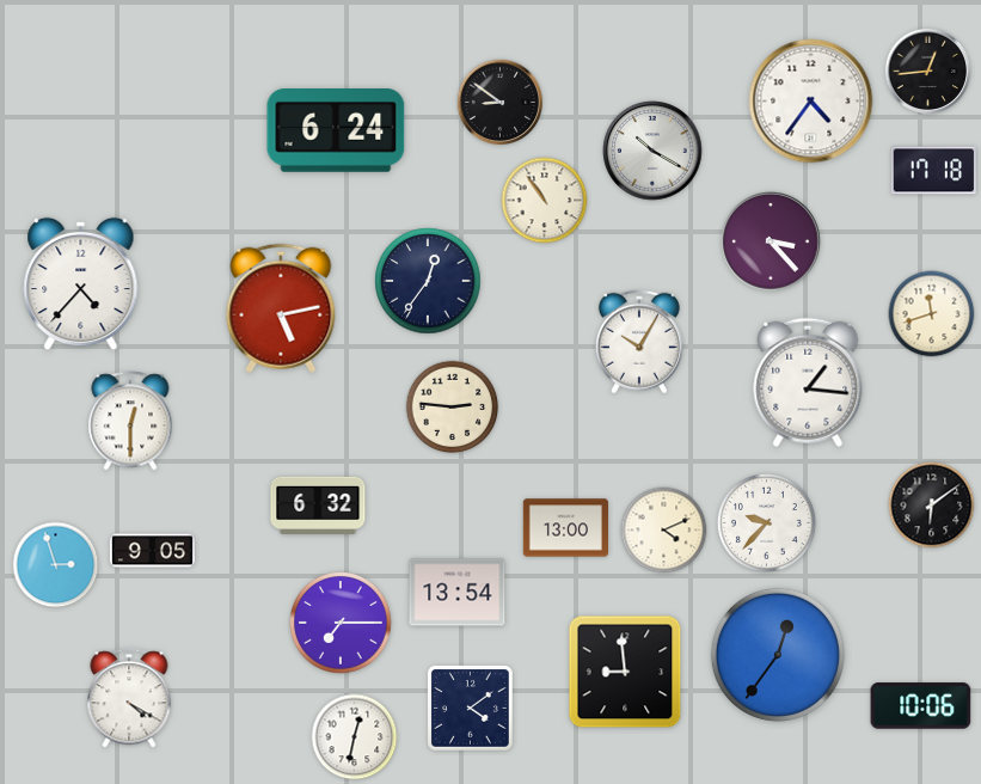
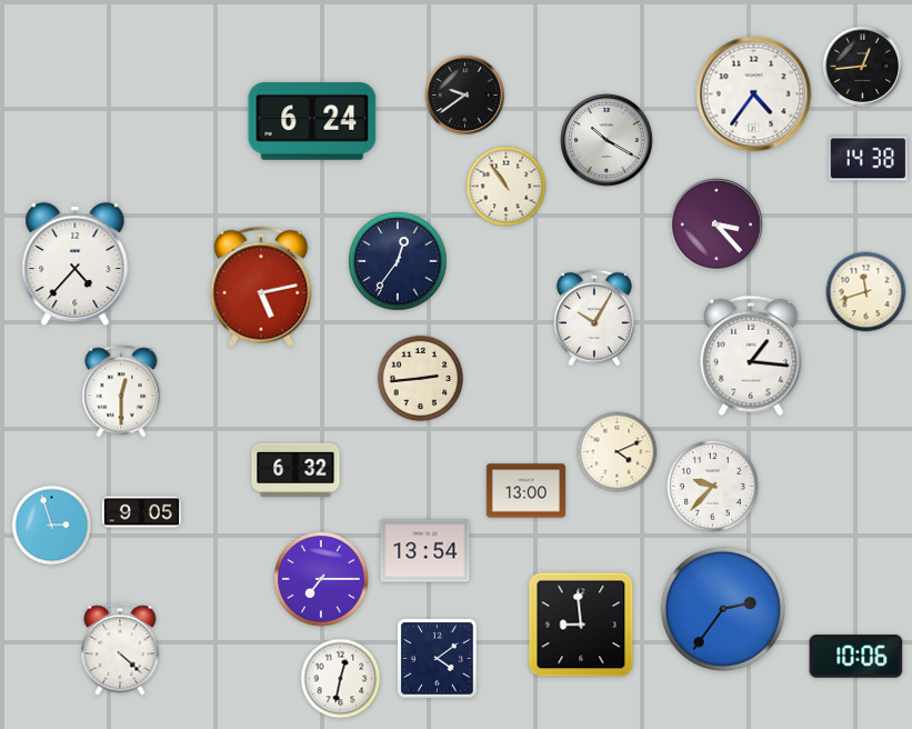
clock at (499, 102): 8:51 -> 9:39
clock at (933, 171): 17:18 -> 14:38
clock at (453, 408): 2:46 -> 2:44
clock at (932, 506): 6:09 -> none
clock at (664, 531) position: (664, 531) -> (618, 452)
clock at (341, 623) position: (341, 623) -> (321, 579)
clock at (778, 655): 12:36 -> 2:36
clock at (129, 698): 4:20 -> 4:22
clock at (355, 737) position: (355, 737) -> (341, 679)
